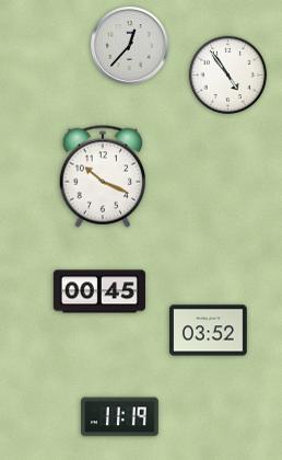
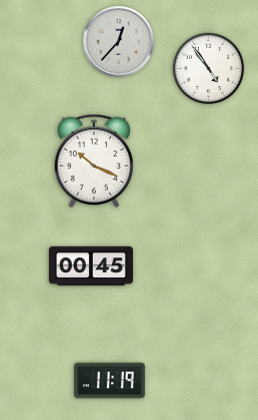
clock at (209, 331): 03:52 -> none
